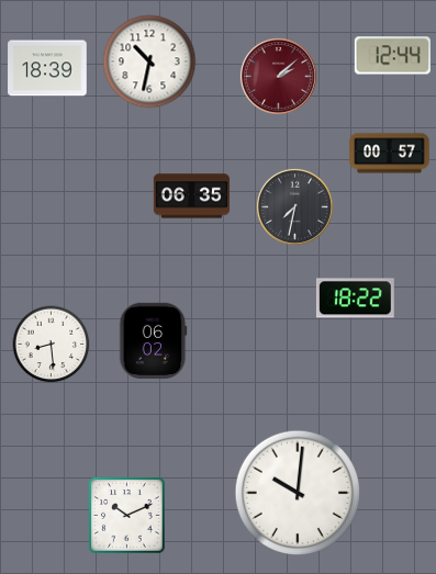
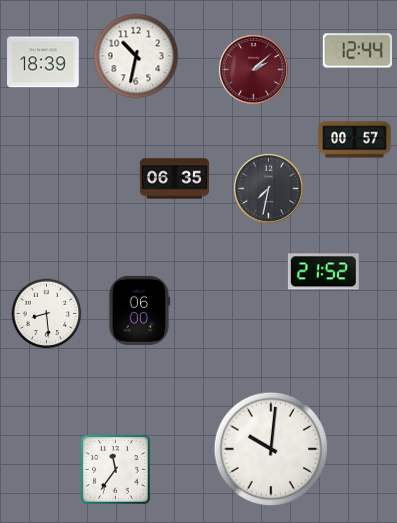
clock at (355, 299): 18:22 -> 21:52
clock at (154, 340): 06:02 -> 06:00
clock at (127, 516): 10:11 -> 11:36
